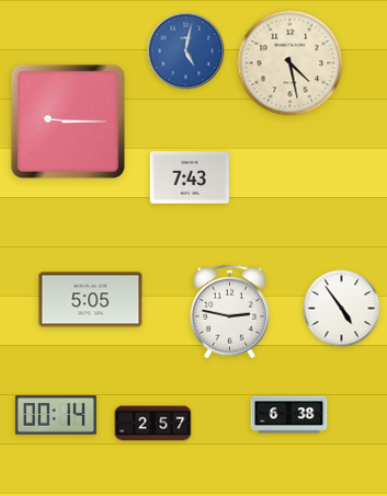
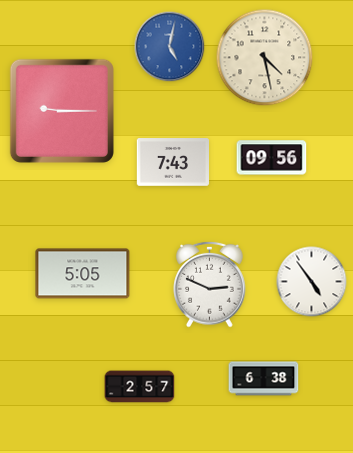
clock at (272, 158): none -> 09:56
clock at (230, 311): 2:47 -> 2:49
clock at (56, 415): 00:14 -> none
